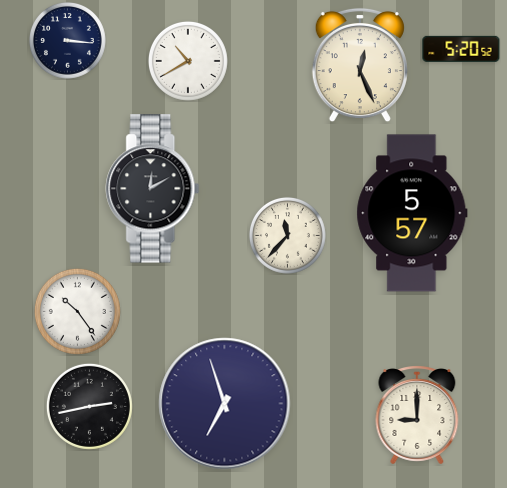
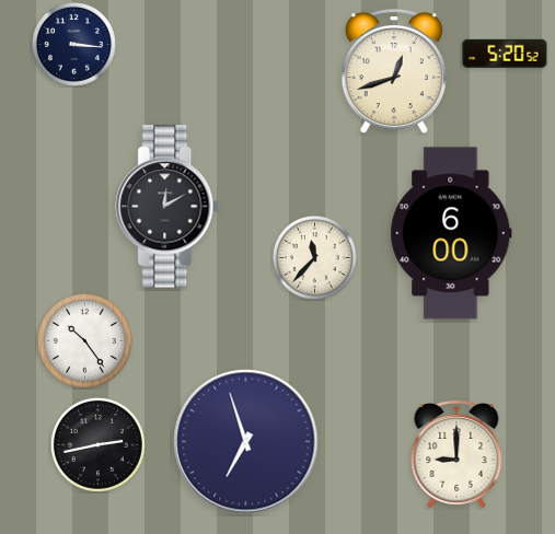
clock at (188, 61): 10:40 -> none
clock at (360, 65): 12:26 -> 12:42
clock at (412, 213): 5:57 -> 6:00
